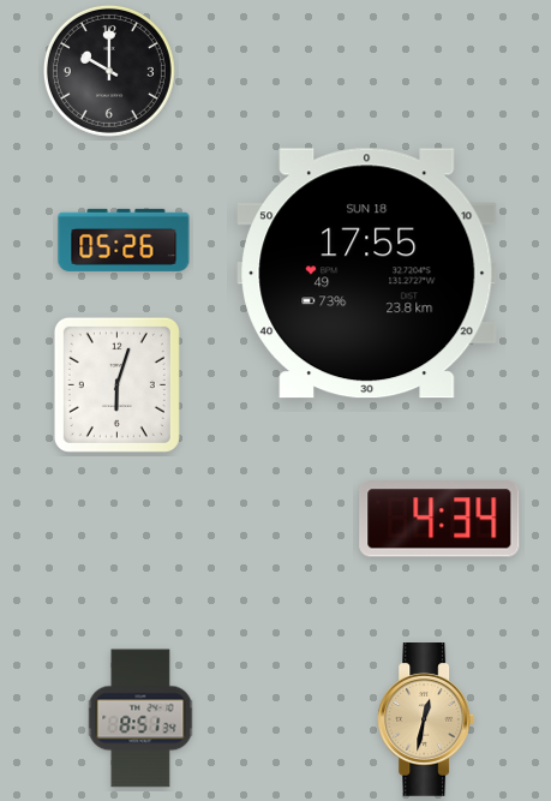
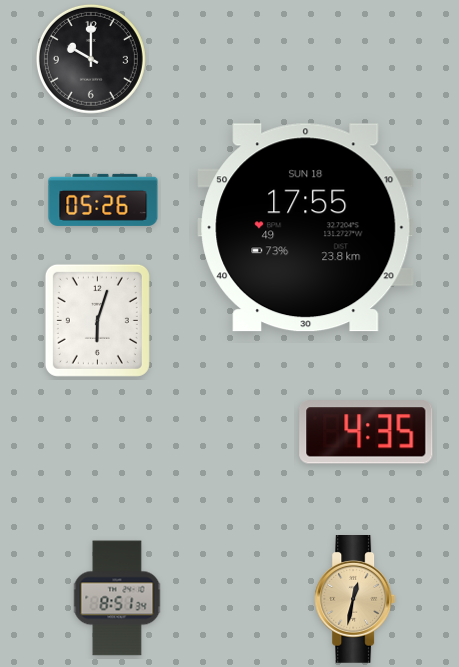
clock at (439, 519): 4:34 -> 4:35
